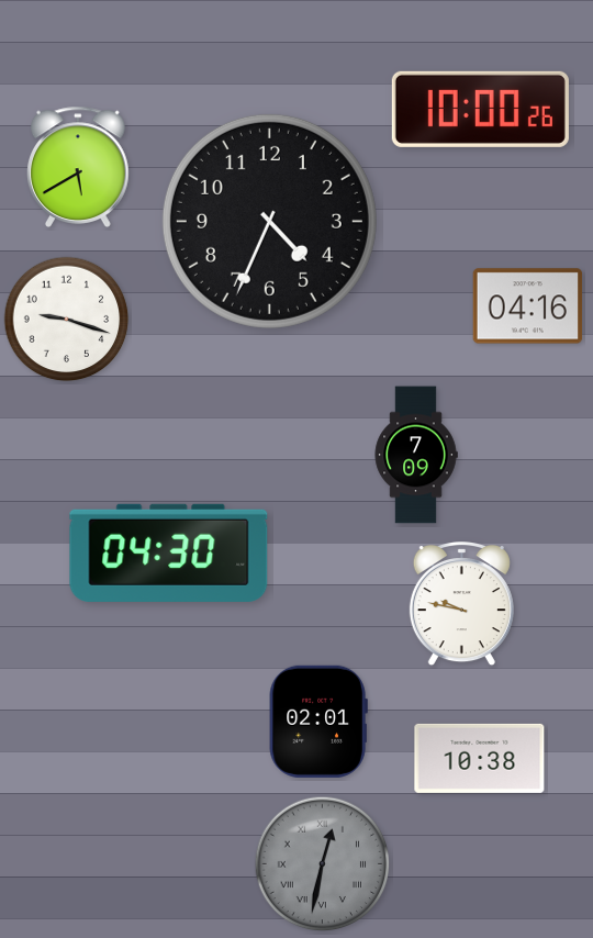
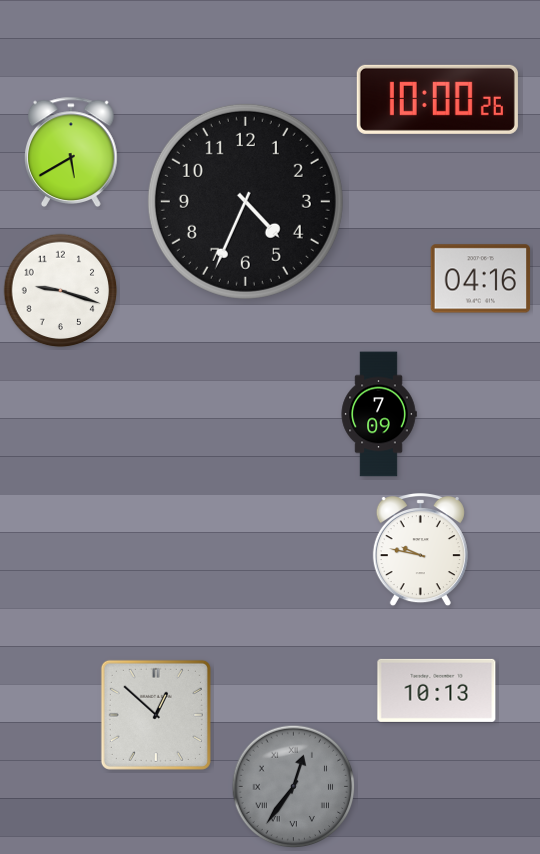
clock at (169, 552): 04:30 -> none
clock at (318, 722): 02:01 -> none
clock at (480, 758): 10:38 -> 10:13
clock at (156, 715): none -> 12:52
clock at (323, 864): 12:32 -> 12:36
